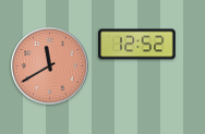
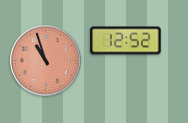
clock at (50, 66): 11:40 -> 10:57
